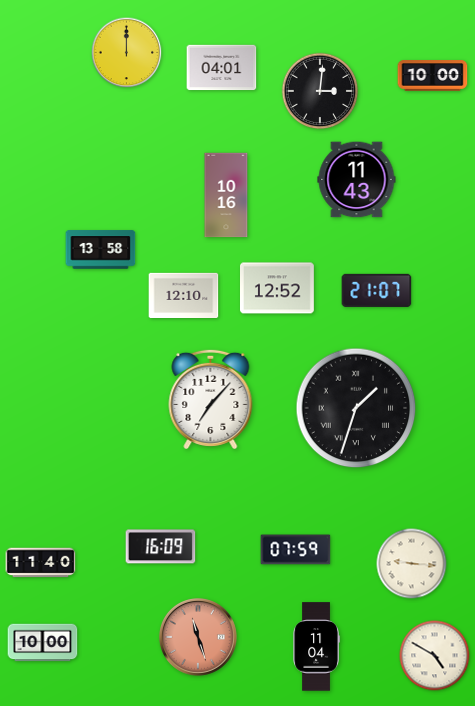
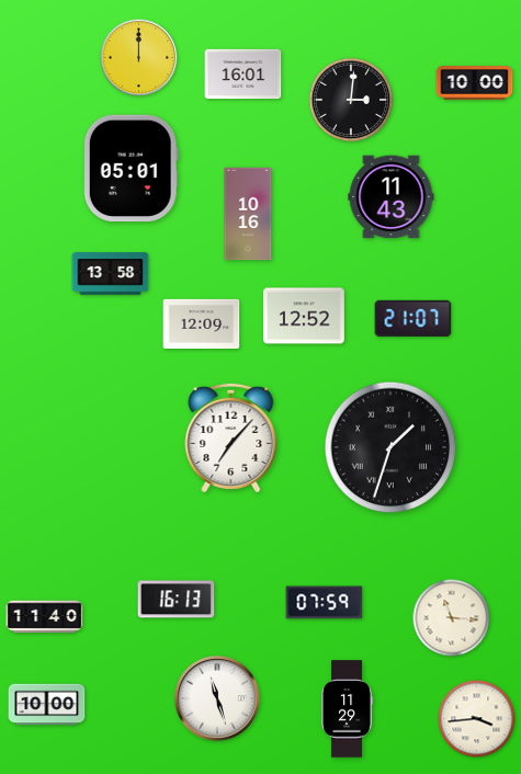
clock at (222, 68): 04:01 -> 16:01
clock at (131, 169): none -> 05:01
clock at (184, 295): 12:10 -> 12:09
clock at (161, 547): 16:09 -> 16:13
clock at (412, 564): 9:16 -> 11:16
clock at (198, 637) dial: salmon -> white
clock at (316, 647): 11:04 -> 11:29
clock at (435, 656): 4:50 -> 3:44
